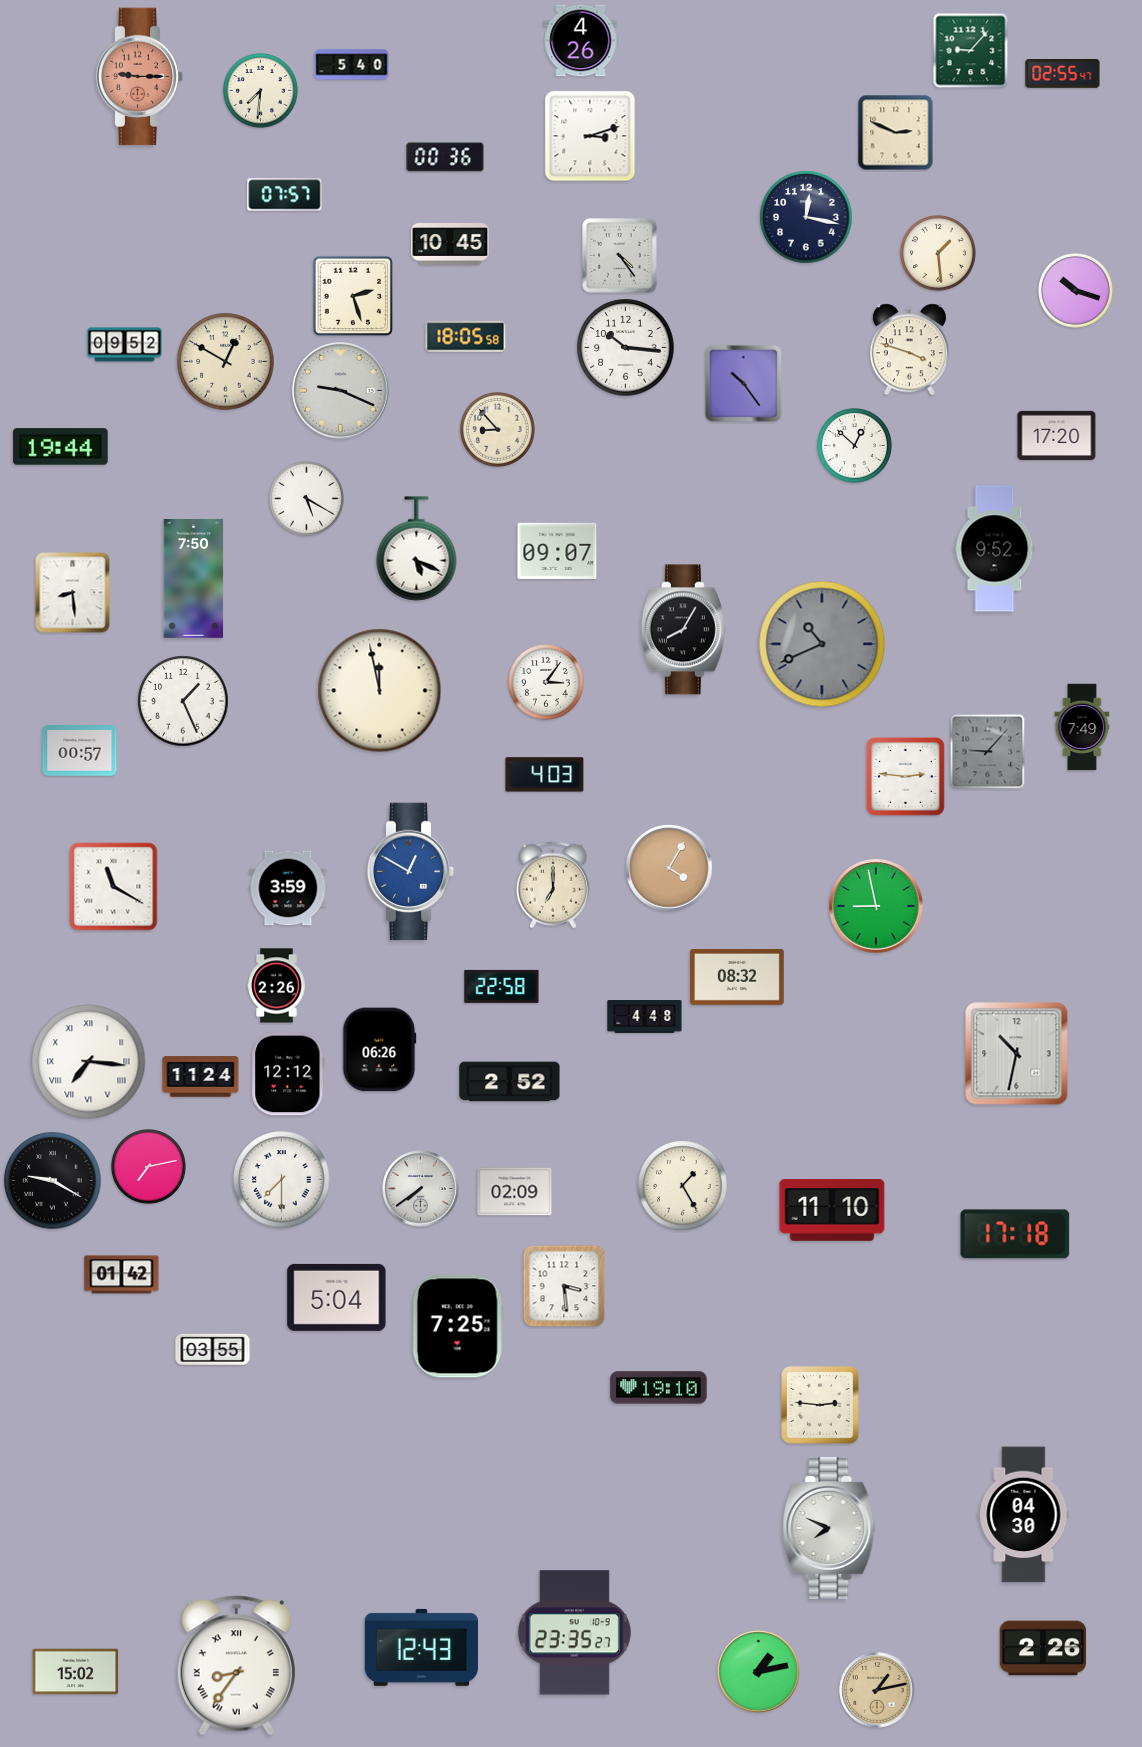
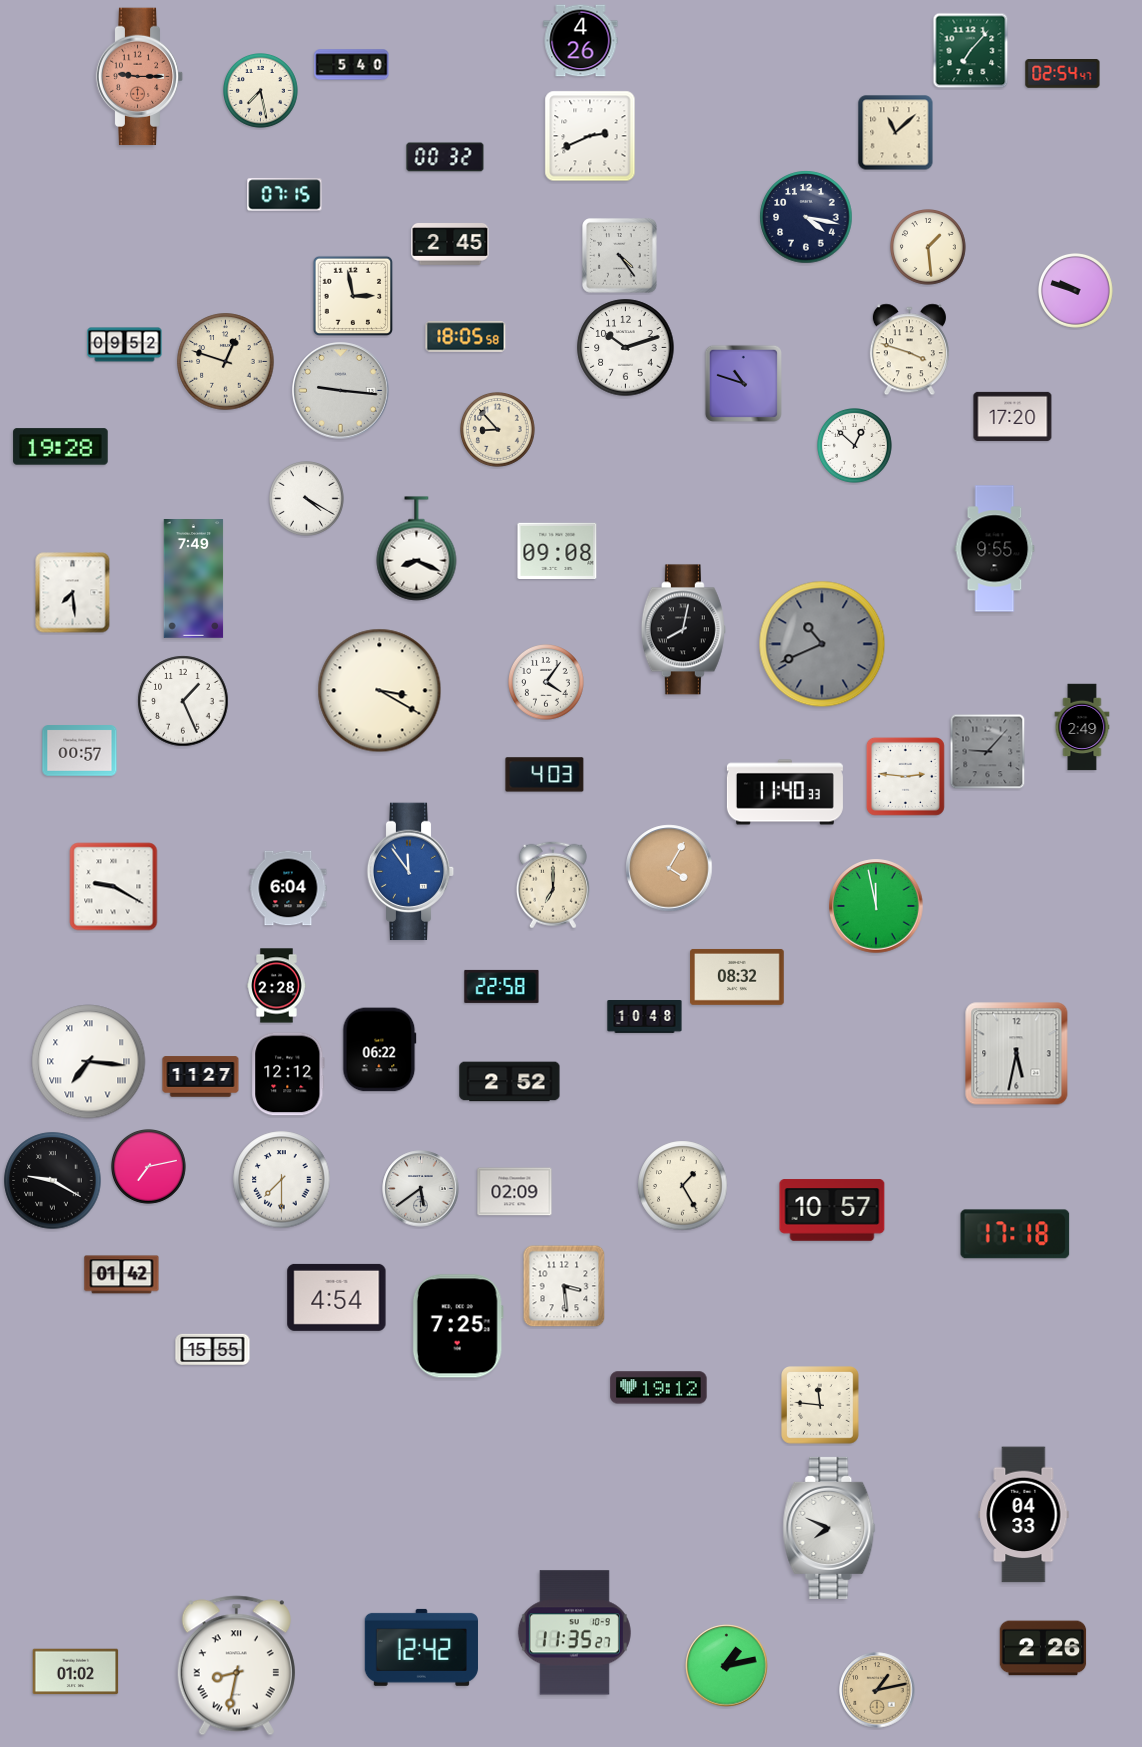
clock at (971, 51): 9:07 -> 7:07
clock at (1063, 74): 02:55 -> 02:54
clock at (261, 91): 7:31 -> 7:28
clock at (896, 133): 2:49 -> 11:08
clock at (590, 136): 3:12 -> 2:41
clock at (445, 157): 00:36 -> 00:32
clock at (285, 195): 07:57 -> 07:15
clock at (806, 217): 12:17 -> 4:17
clock at (450, 245): 10:45 -> 2:45
clock at (939, 254) position: (939, 254) -> (929, 248)
clock at (1076, 291): 10:18 -> 9:48
clock at (352, 295): 2:27 -> 2:58
clock at (626, 348): 10:16 -> 10:12
clock at (226, 362): 12:50 -> 12:48
clock at (743, 383): 10:24 -> 10:48
clock at (341, 391): 9:19 -> 9:16
clock at (1057, 435) position: (1057, 435) -> (1013, 416)
clock at (61, 447): 19:44 -> 19:28
clock at (307, 499): 5:20 -> 4:20
clock at (417, 549): 5:19 -> 8:19
clock at (995, 549): 9:52 -> 9:55
clock at (557, 550): 09:07 -> 09:08
clock at (194, 579): 7:50 -> 7:49
clock at (73, 593): 8:29 -> 7:29
clock at (683, 630): 8:05 -> 8:02
clock at (547, 683): 3:06 -> 4:06
clock at (380, 691): 11:58 -> 3:20
clock at (1082, 727): 7:49 -> 2:49
clock at (785, 792): none -> 11:40
clock at (411, 872): 12:50 -> 11:54
clock at (114, 887): 11:20 -> 9:20
clock at (288, 888): 3:59 -> 6:04
clock at (876, 906): 8:58 -> 11:58
clock at (277, 986): 2:26 -> 2:28
clock at (645, 1017): 4:48 -> 10:48
clock at (380, 1050): 06:26 -> 06:22
clock at (1017, 1054): 10:32 -> 5:32
clock at (201, 1077): 11:24 -> 11:27
clock at (421, 1189): 7:39 -> 5:39
clock at (832, 1210): 11:10 -> 10:57
clock at (337, 1297): 5:04 -> 4:54
clock at (213, 1349): 03:55 -> 15:55
clock at (659, 1388): 19:10 -> 19:12
clock at (820, 1405): 2:46 -> 11:46
clock at (1024, 1515): 04:30 -> 04:33
clock at (574, 1633): 23:35 -> 11:35
clock at (421, 1647): 12:43 -> 12:42
clock at (236, 1666): 8:36 -> 8:32
clock at (76, 1672): 15:02 -> 01:02
clock at (759, 1672) position: (759, 1672) -> (727, 1666)
